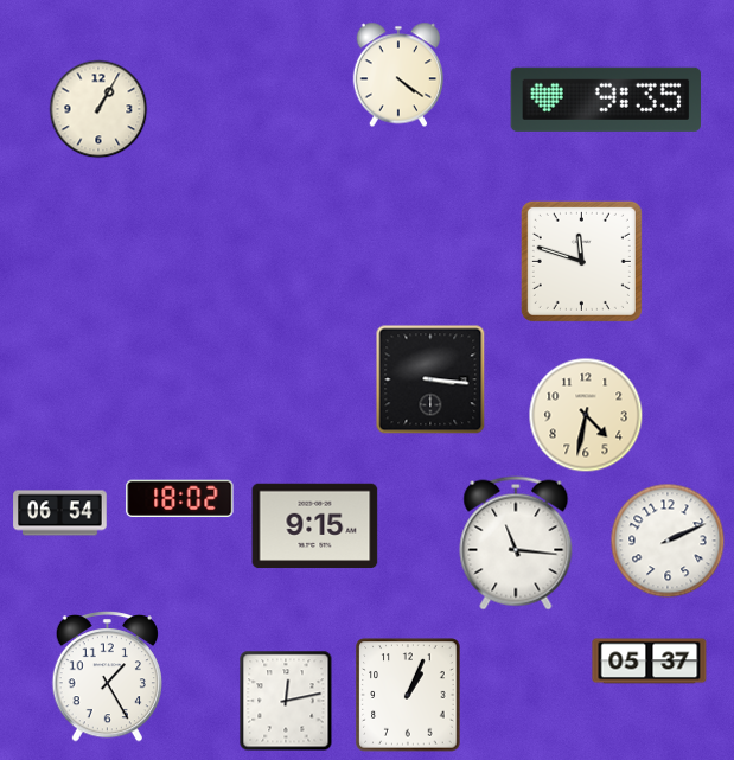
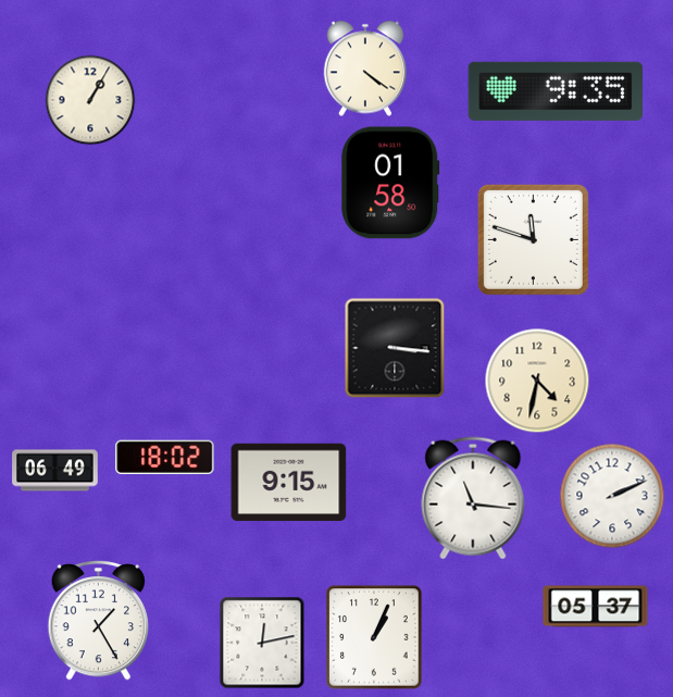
clock at (390, 183): none -> 01:58
clock at (60, 513): 06:54 -> 06:49
